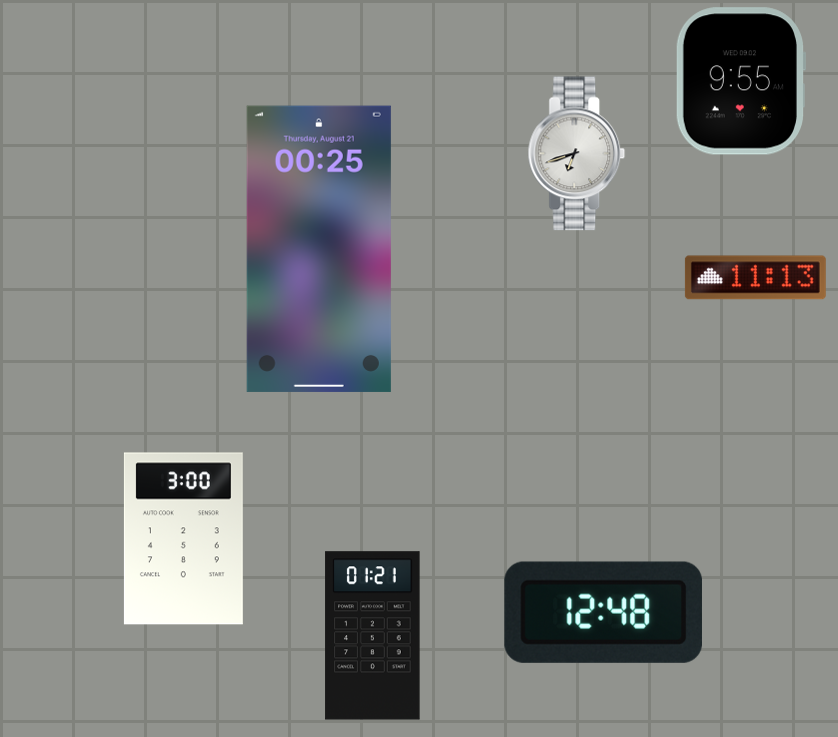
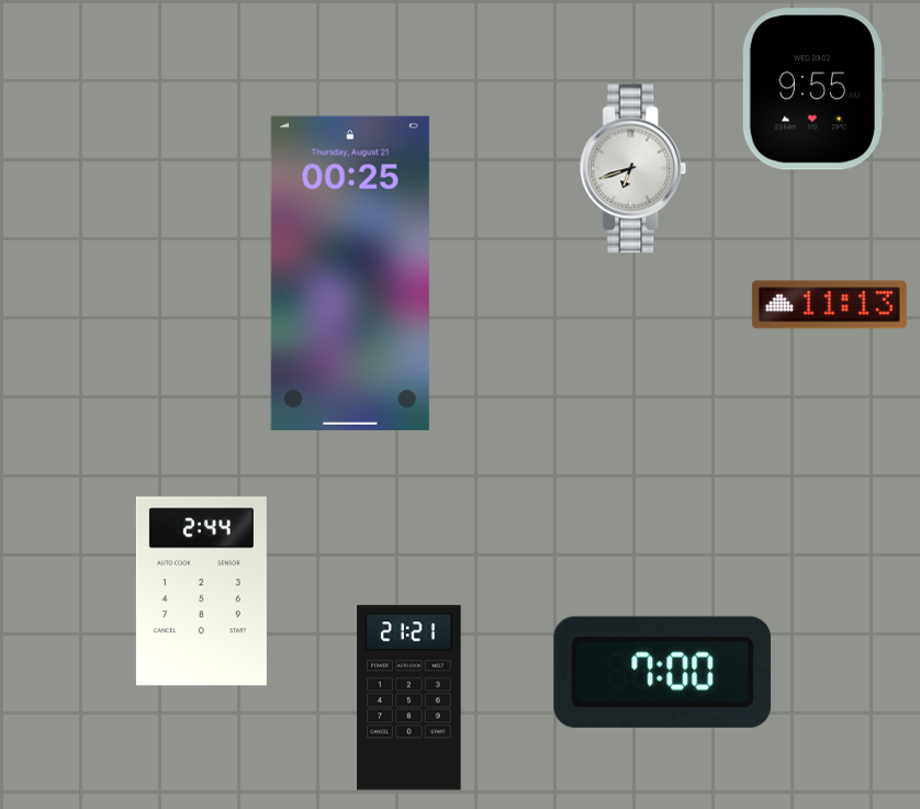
clock at (183, 539): 3:00 -> 2:44
clock at (603, 612): 12:48 -> 7:00
clock at (373, 636): 01:21 -> 21:21
